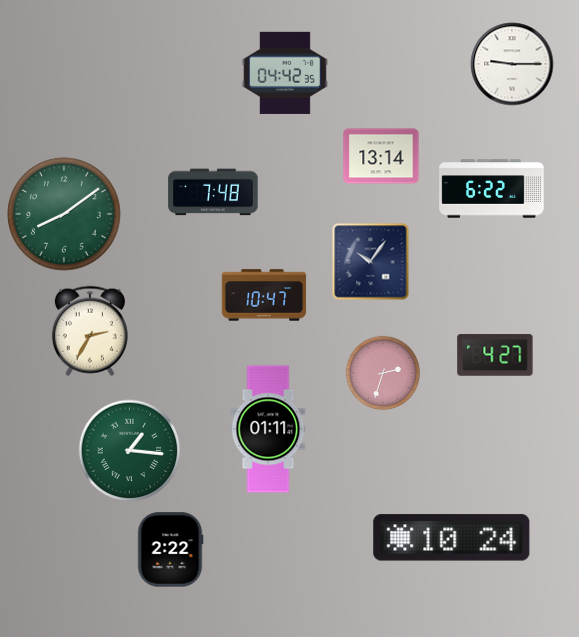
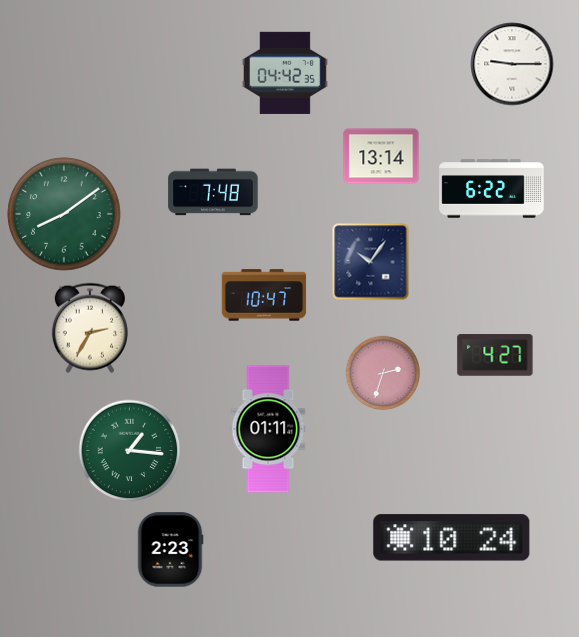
clock at (90, 331) position: (90, 331) -> (90, 328)
clock at (170, 550): 2:22 -> 2:23
